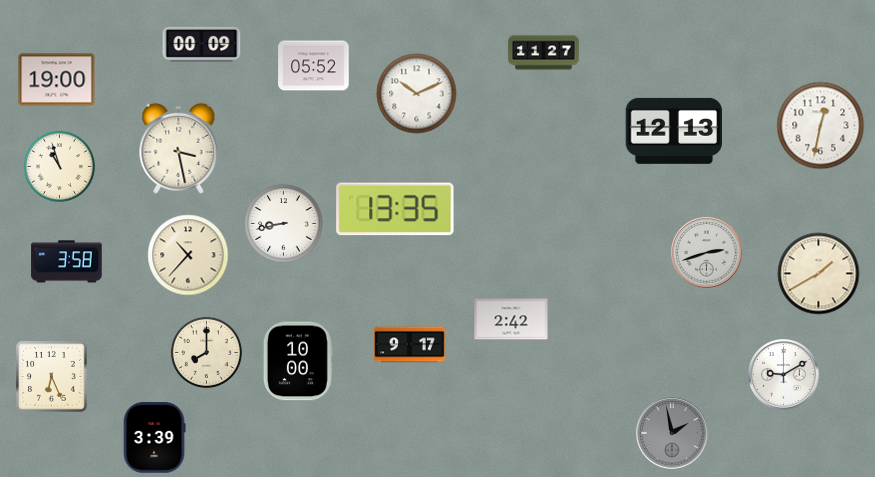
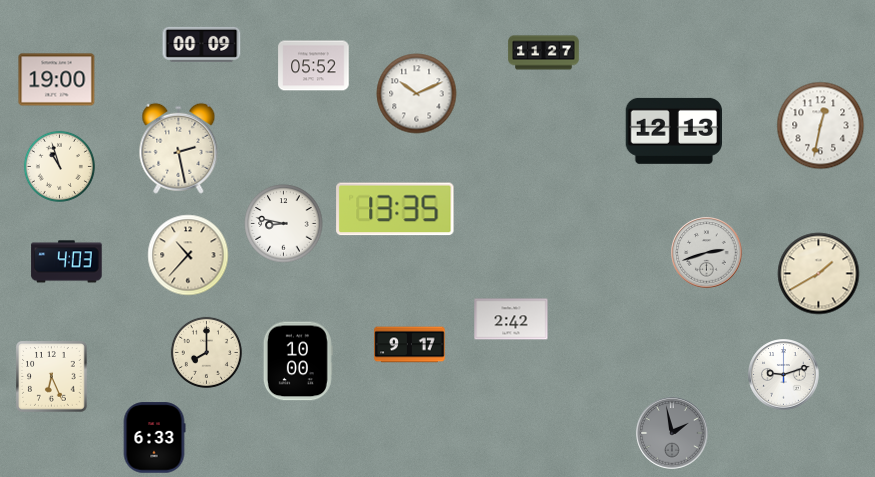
clock at (179, 148): 3:28 -> 2:28
clock at (284, 224): 8:43 -> 8:47
clock at (67, 262): 3:58 -> 4:03
clock at (784, 375): 9:10 -> 9:12
clock at (154, 438): 3:39 -> 6:33
